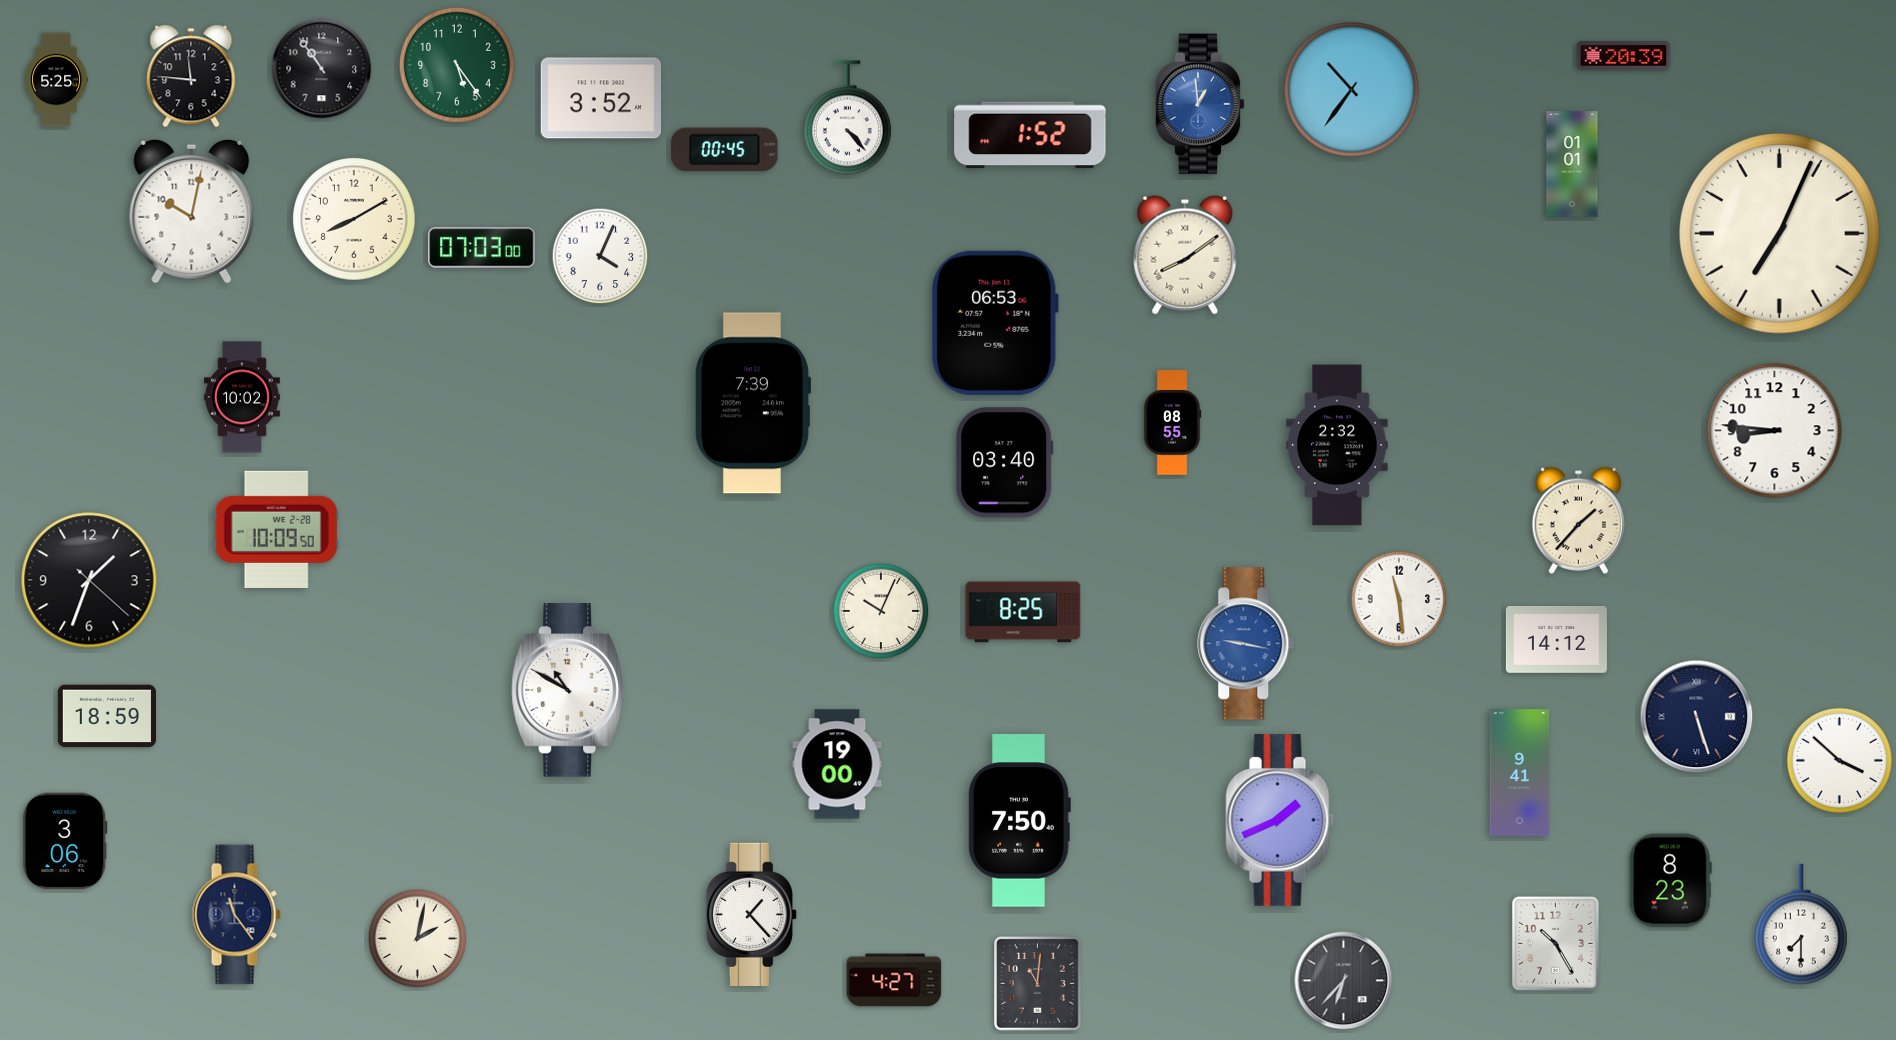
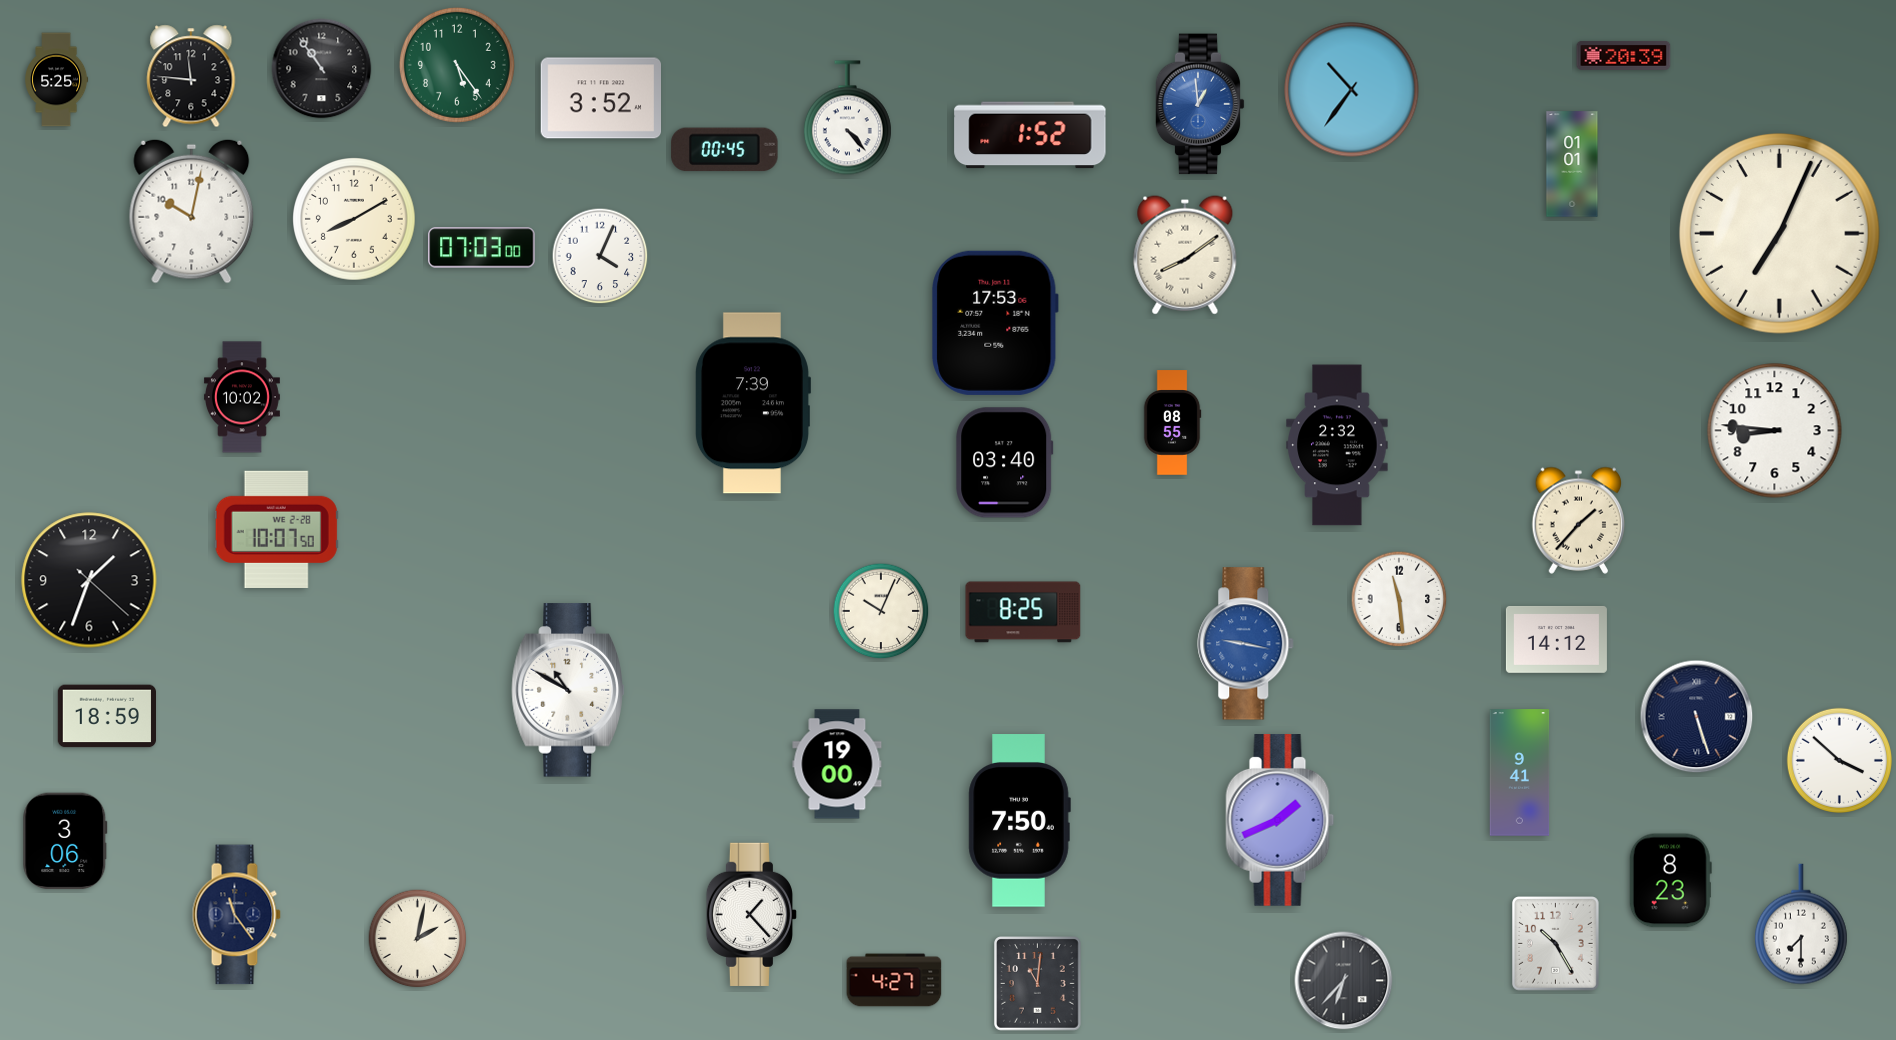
clock at (996, 323): 06:53 -> 17:53
clock at (276, 529): 10:09 -> 10:07
